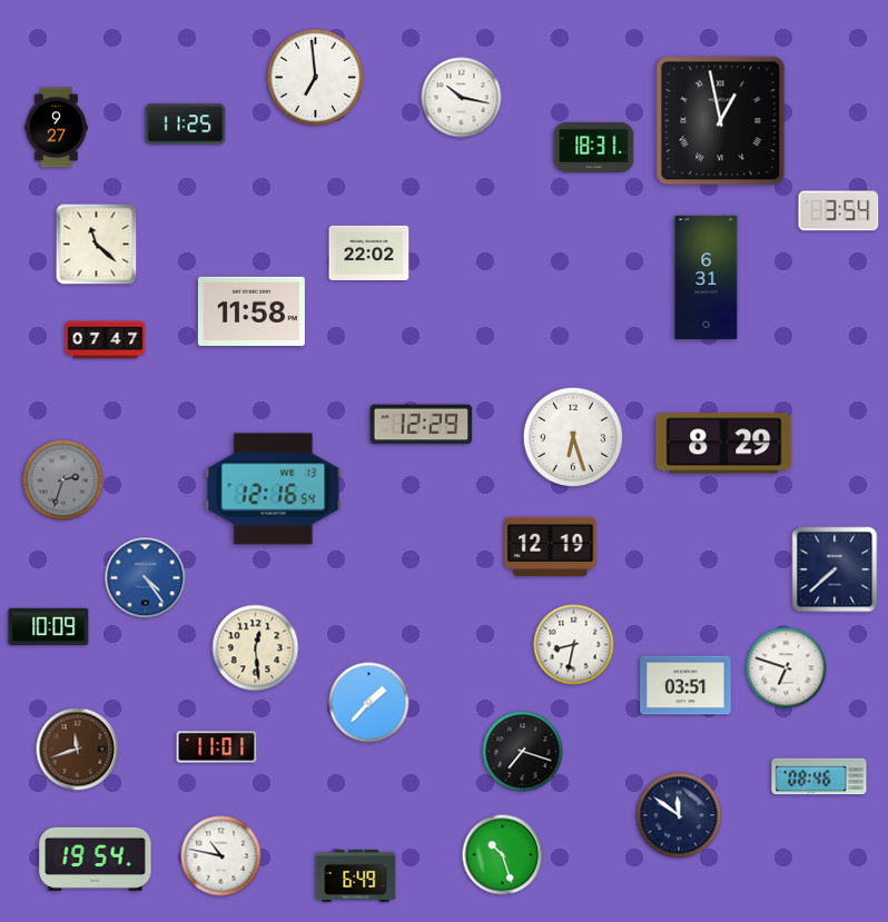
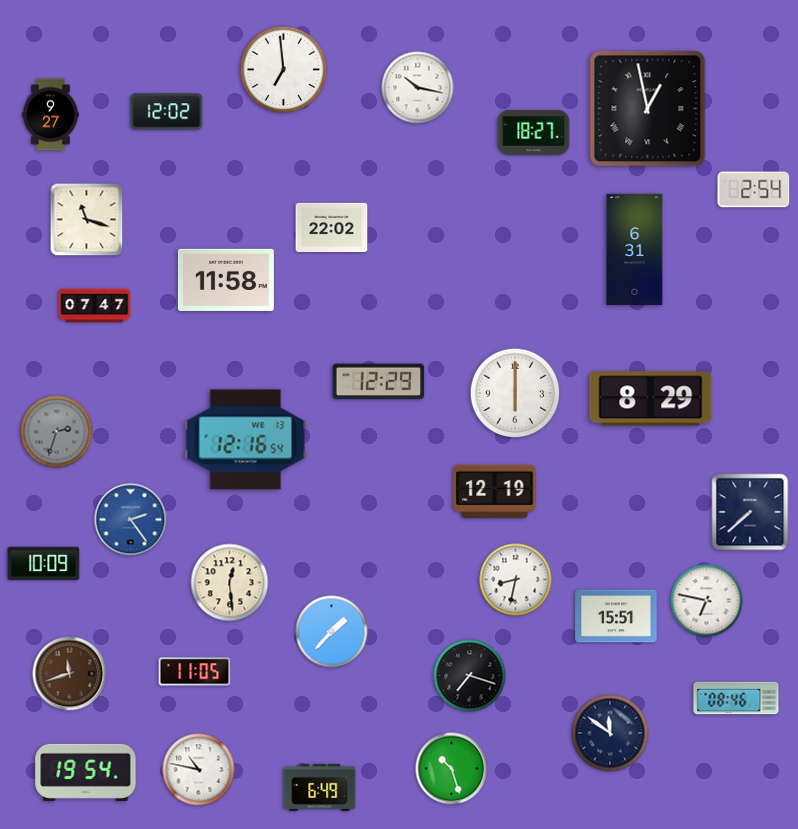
clock at (462, 98) position: (462, 98) -> (418, 88)
clock at (186, 125): 11:25 -> 12:02
clock at (594, 147): 18:31 -> 18:27
clock at (839, 211): 3:54 -> 2:54
clock at (97, 245): 11:22 -> 11:18
clock at (573, 437): 6:27 -> 6:00
clock at (146, 578): 4:24 -> 2:24
clock at (787, 668): 6:48 -> 6:47
clock at (685, 685): 03:51 -> 15:51
clock at (217, 747): 11:01 -> 11:05
